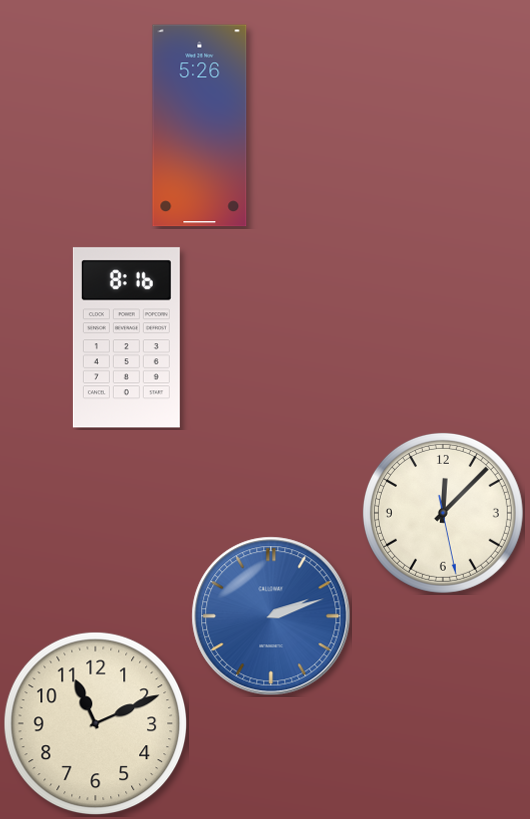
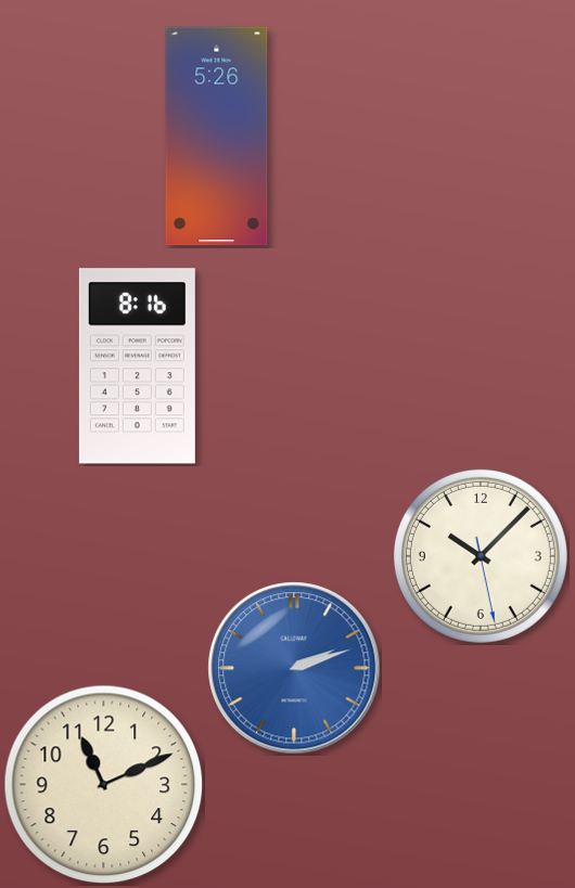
clock at (443, 513): 12:07 -> 10:07
